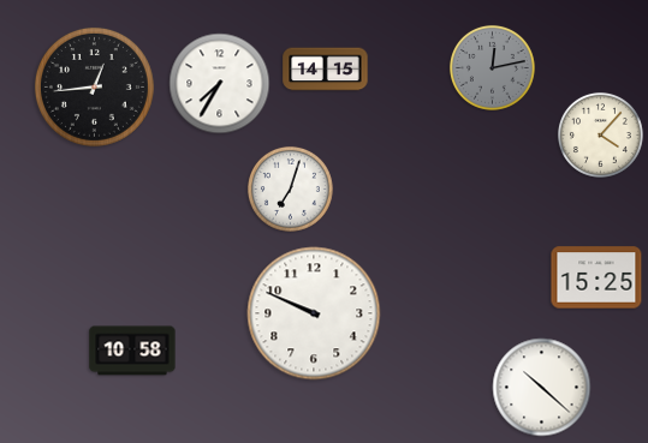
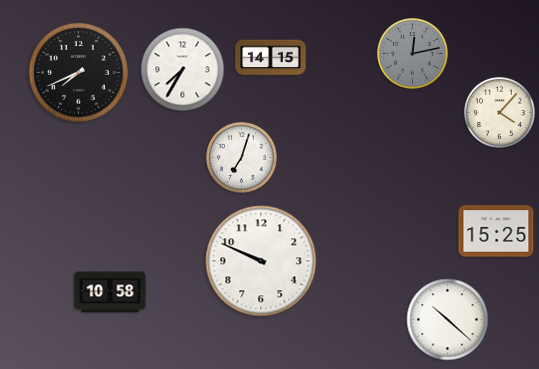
clock at (492, 67) position: (492, 67) -> (412, 53)
clock at (94, 86): 12:44 -> 7:41
clock at (542, 388) position: (542, 388) -> (448, 320)
